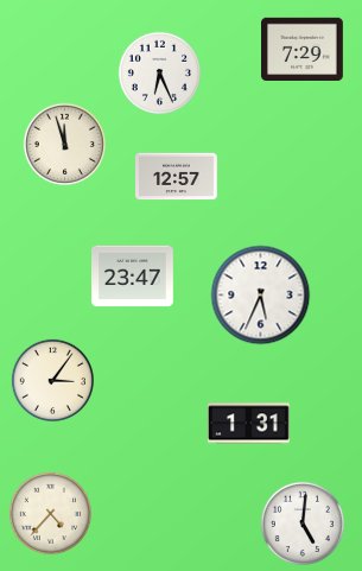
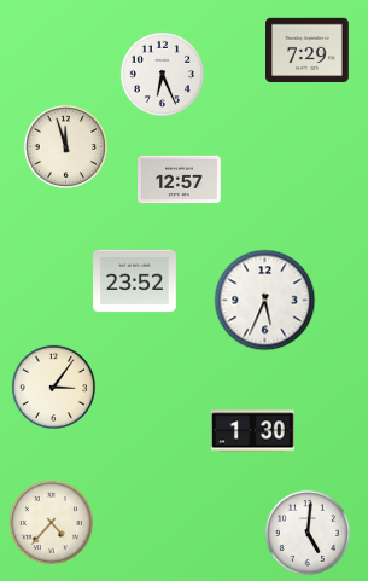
clock at (133, 277): 23:47 -> 23:52
clock at (249, 424): 1:31 -> 1:30
